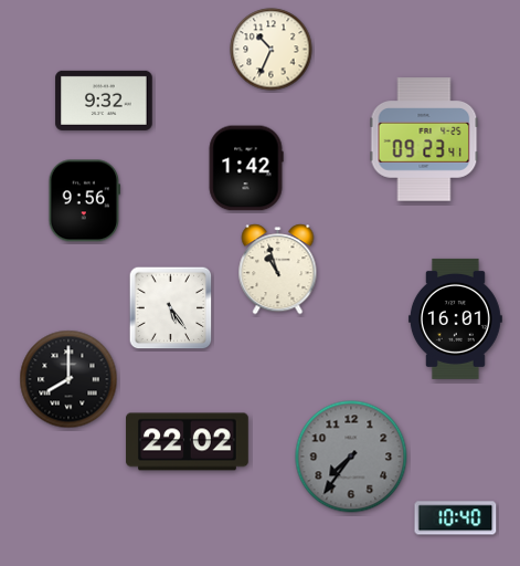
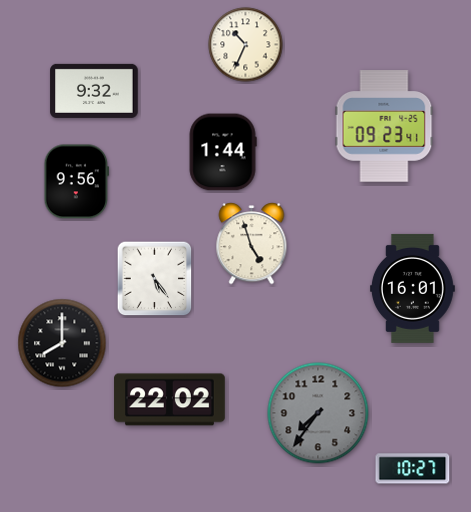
clock at (246, 168): 1:42 -> 1:44
clock at (278, 270): 10:57 -> 4:57
clock at (456, 518): 10:40 -> 10:27
